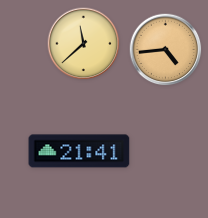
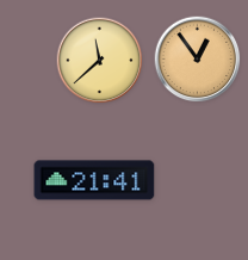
clock at (84, 44) position: (84, 44) -> (100, 61)
clock at (166, 50): 4:44 -> 12:54
